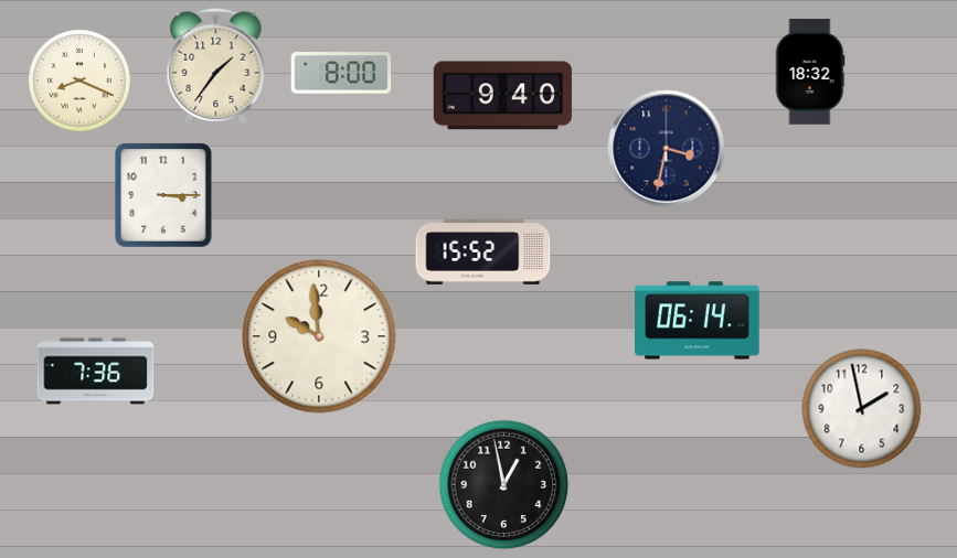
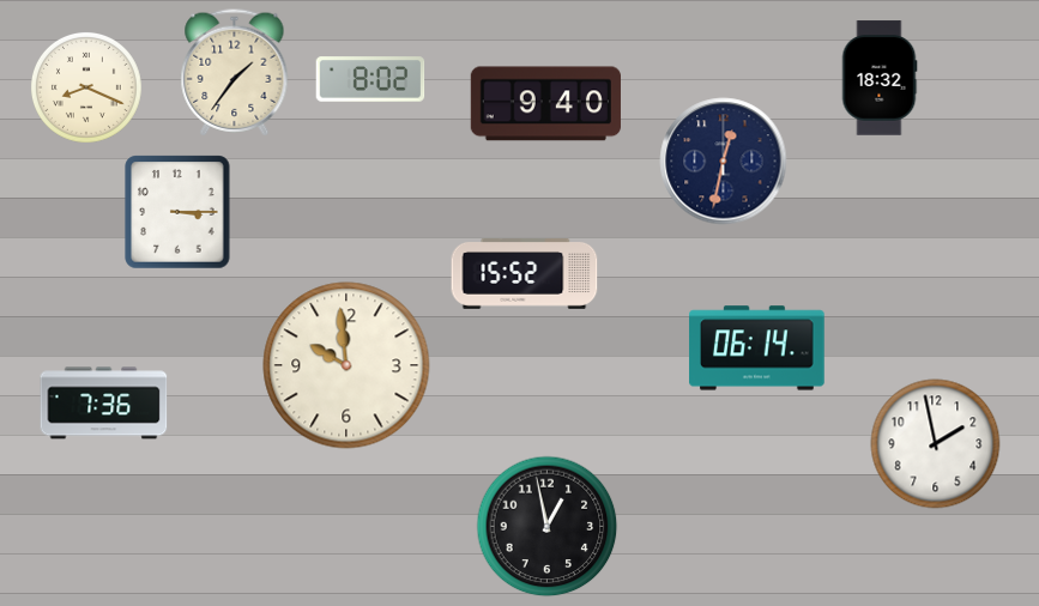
clock at (341, 73): 8:00 -> 8:02
clock at (667, 149): 3:32 -> 12:32
